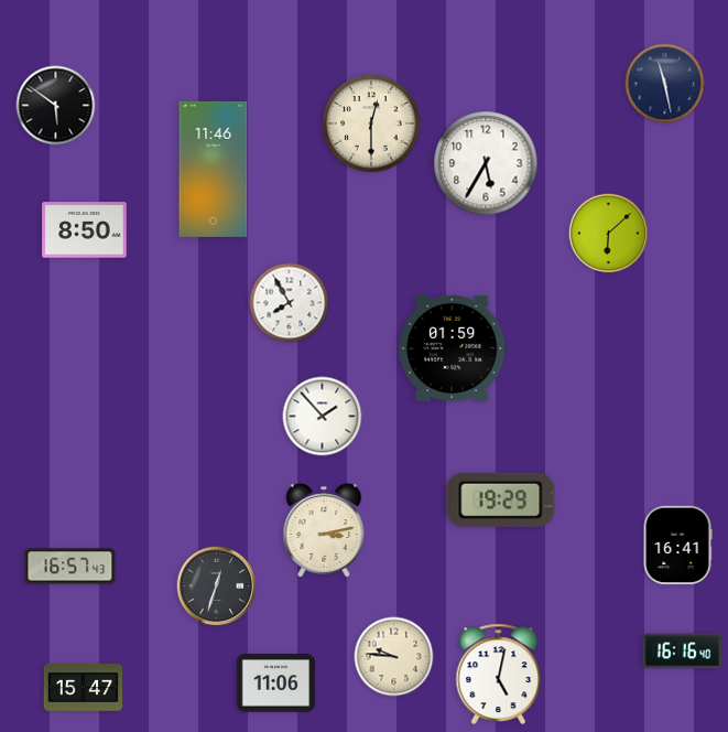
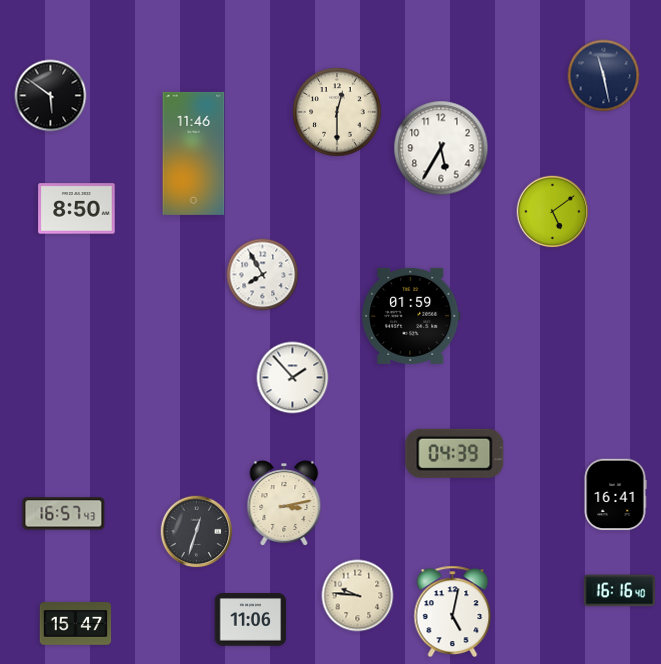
clock at (609, 234): 6:08 -> 5:09
clock at (501, 499): 19:29 -> 04:39
clock at (324, 530) position: (324, 530) -> (284, 503)
